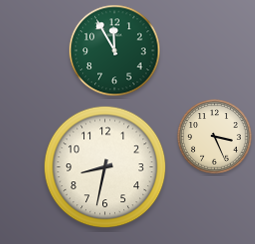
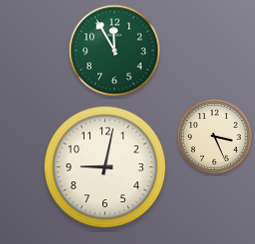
clock at (105, 167): 8:32 -> 9:02
